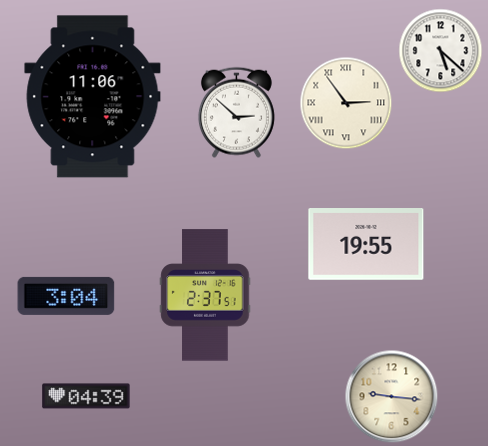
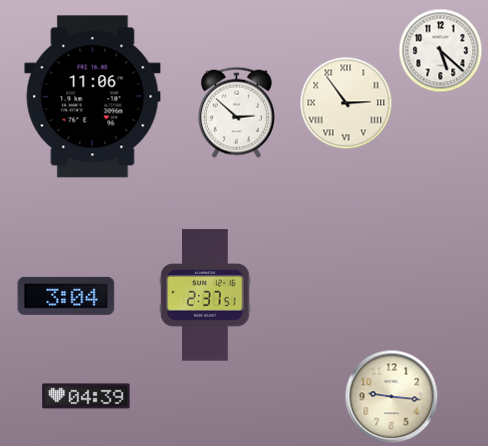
clock at (366, 245): 19:55 -> none
